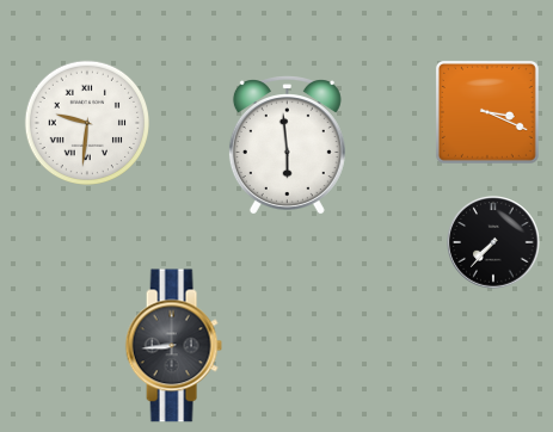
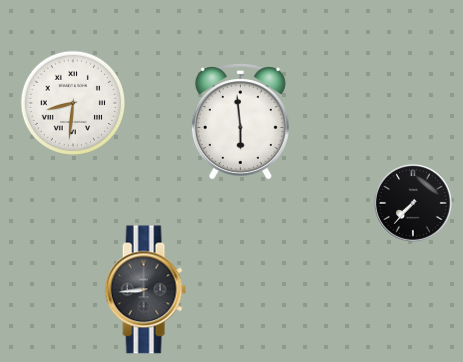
clock at (487, 112): 3:19 -> none
clock at (87, 123): 9:31 -> 8:31
